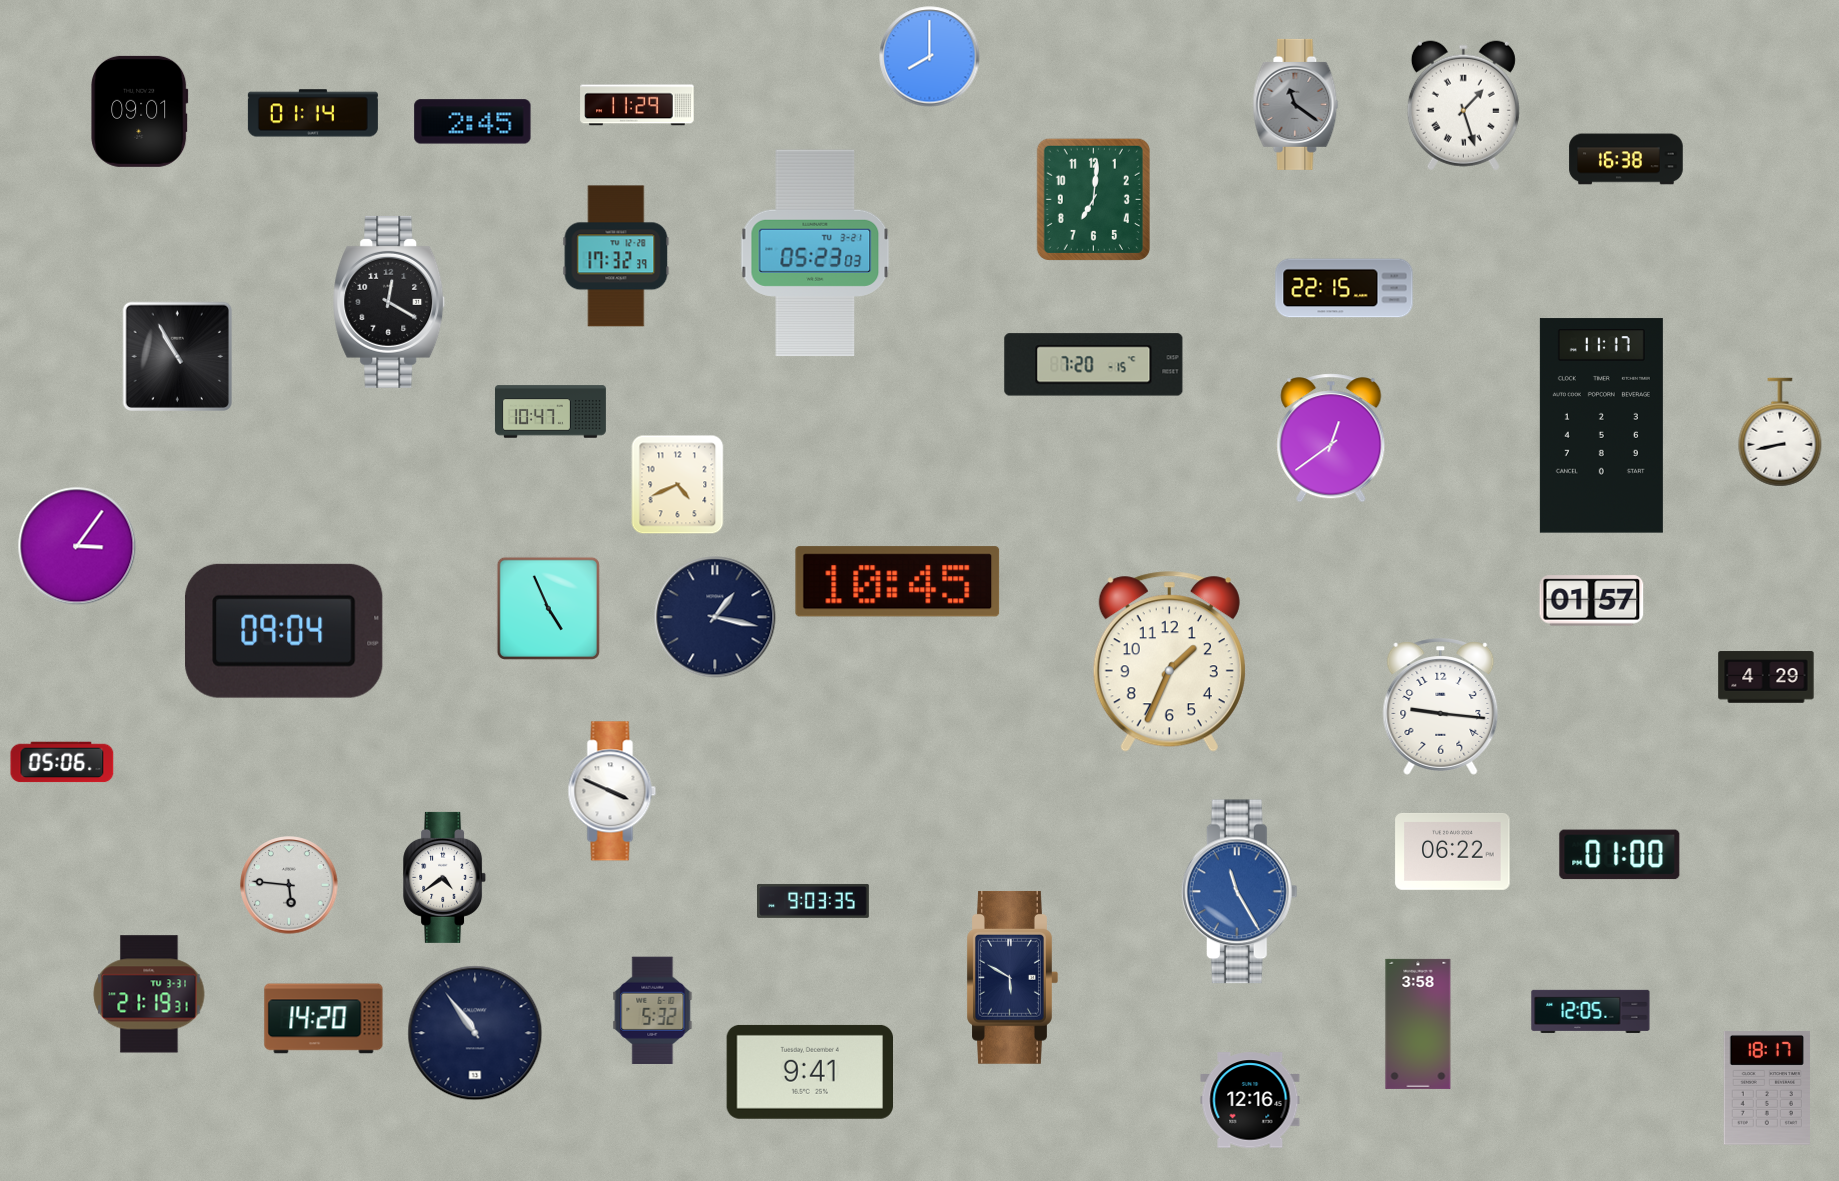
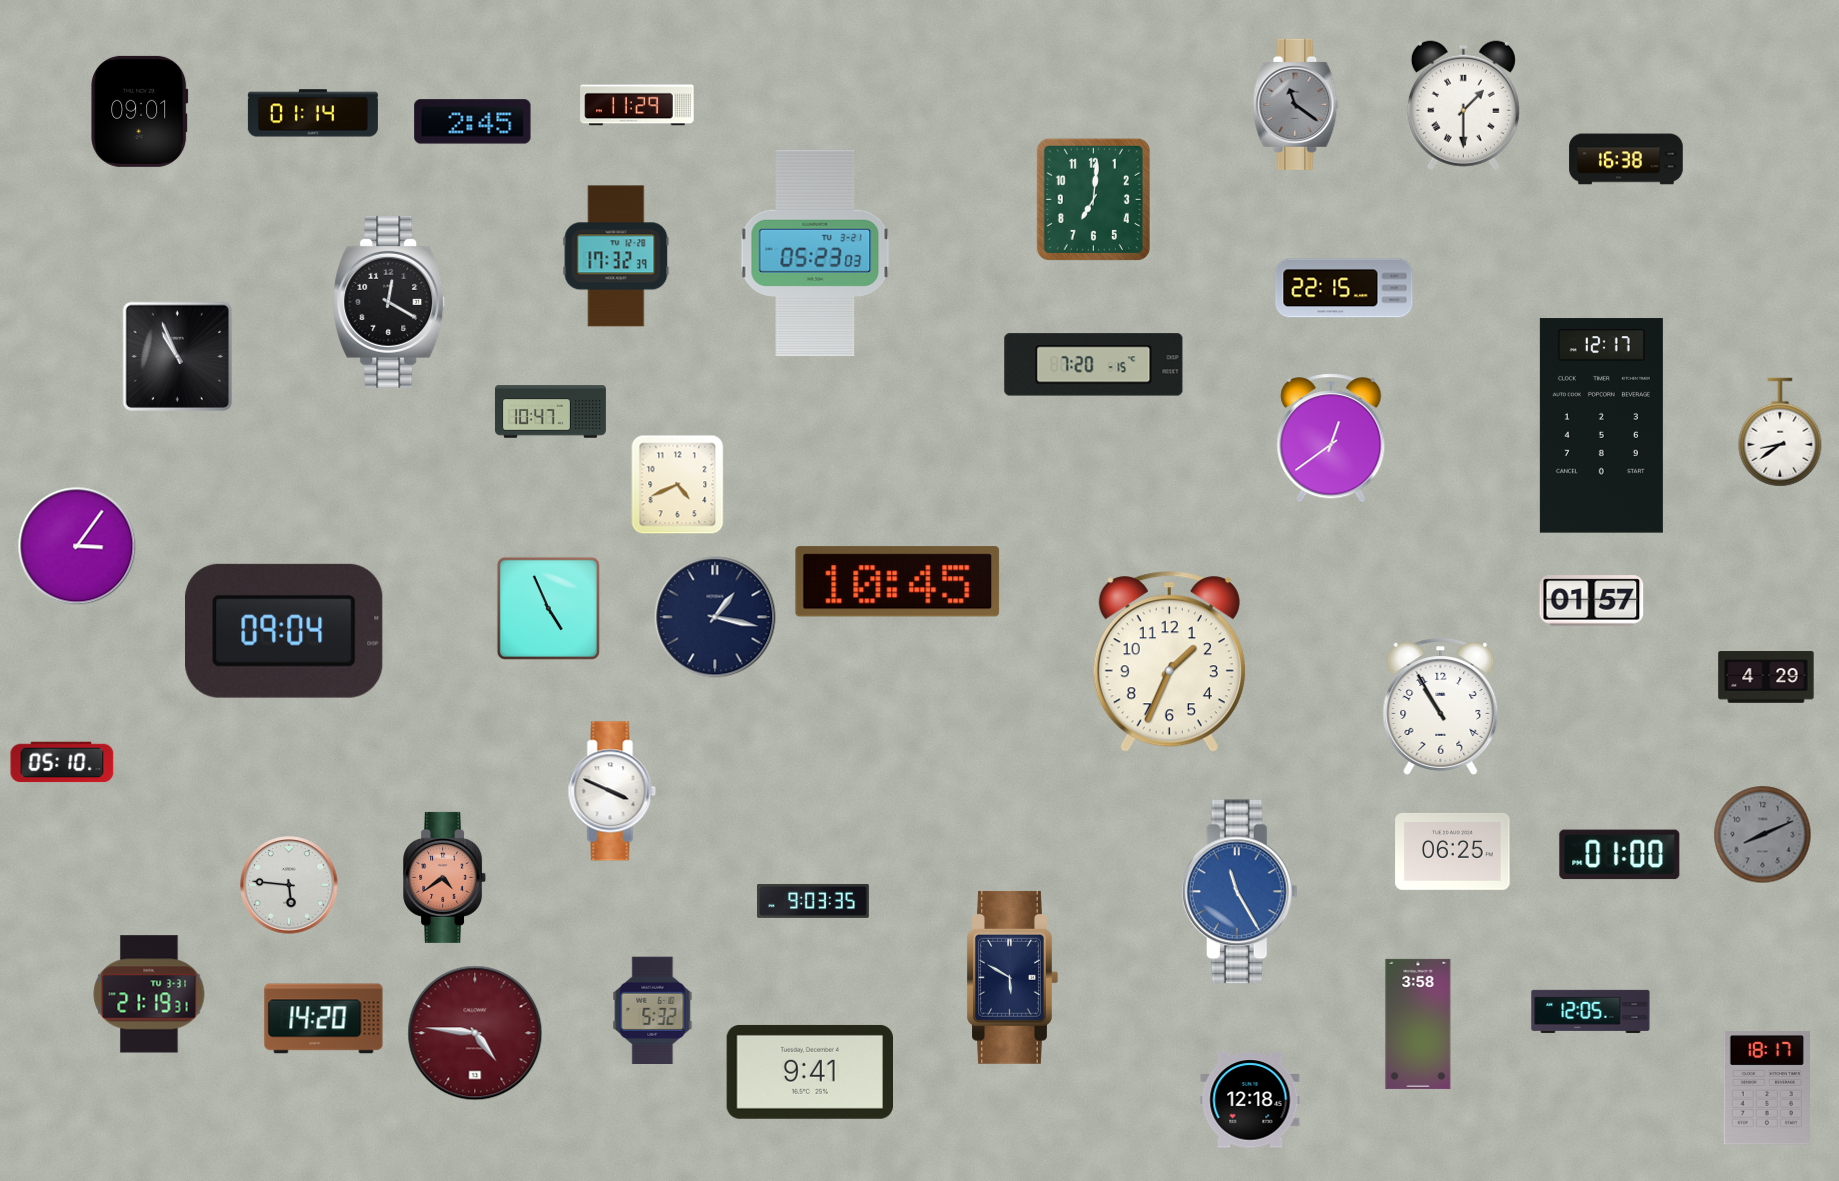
clock at (930, 57): 8:00 -> none
clock at (1463, 106): 1:27 -> 1:30
clock at (177, 356): 10:55 -> 10:56
clock at (1601, 426): 11:17 -> 12:17
clock at (1780, 432): 8:43 -> 8:39
clock at (1441, 707): 9:16 -> 10:55
clock at (62, 762): 05:06 -> 05:10
clock at (1763, 835): none -> 8:11
clock at (1453, 851): 06:22 -> 06:25
clock at (445, 877) dial: white -> salmon
clock at (475, 1033): 10:54 -> 4:46
clock at (475, 1033) dial: navy -> burgundy
clock at (1250, 1100): 12:16 -> 12:18
